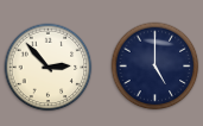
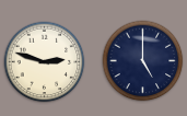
clock at (49, 68): 2:53 -> 2:48
